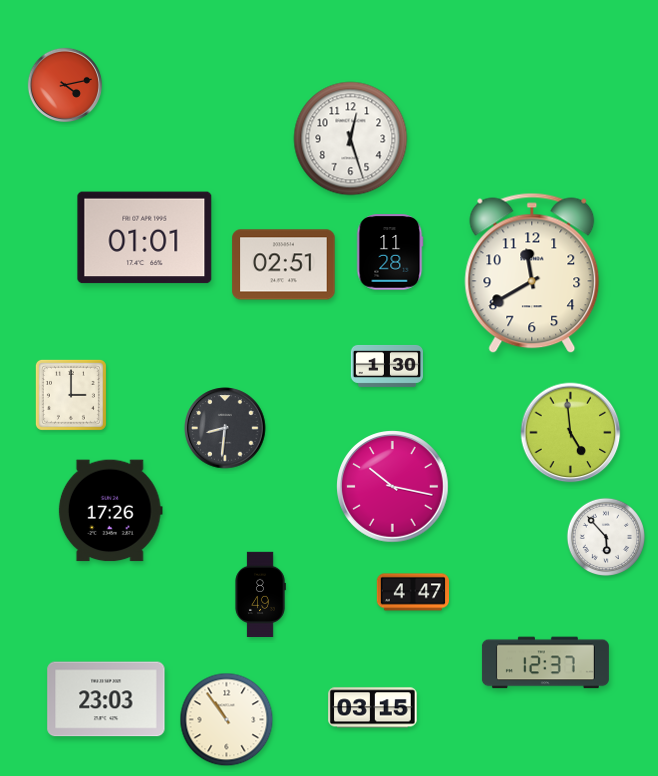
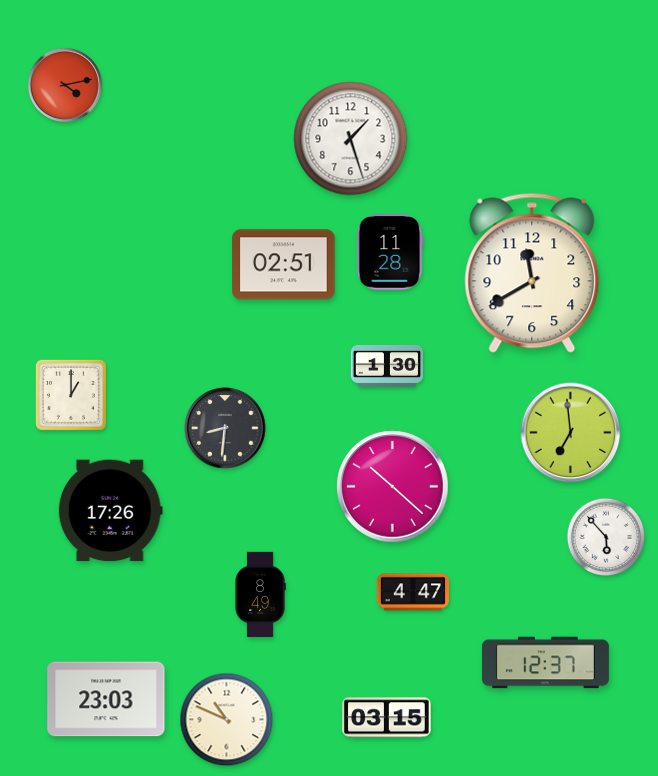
clock at (351, 139): 12:27 -> 1:27
clock at (145, 238): 01:01 -> none
clock at (71, 395): 3:00 -> 1:00
clock at (571, 433): 4:59 -> 6:59
clock at (393, 487): 10:17 -> 10:22
clock at (373, 708) position: (373, 708) -> (387, 718)
clock at (227, 720): 10:54 -> 10:49
